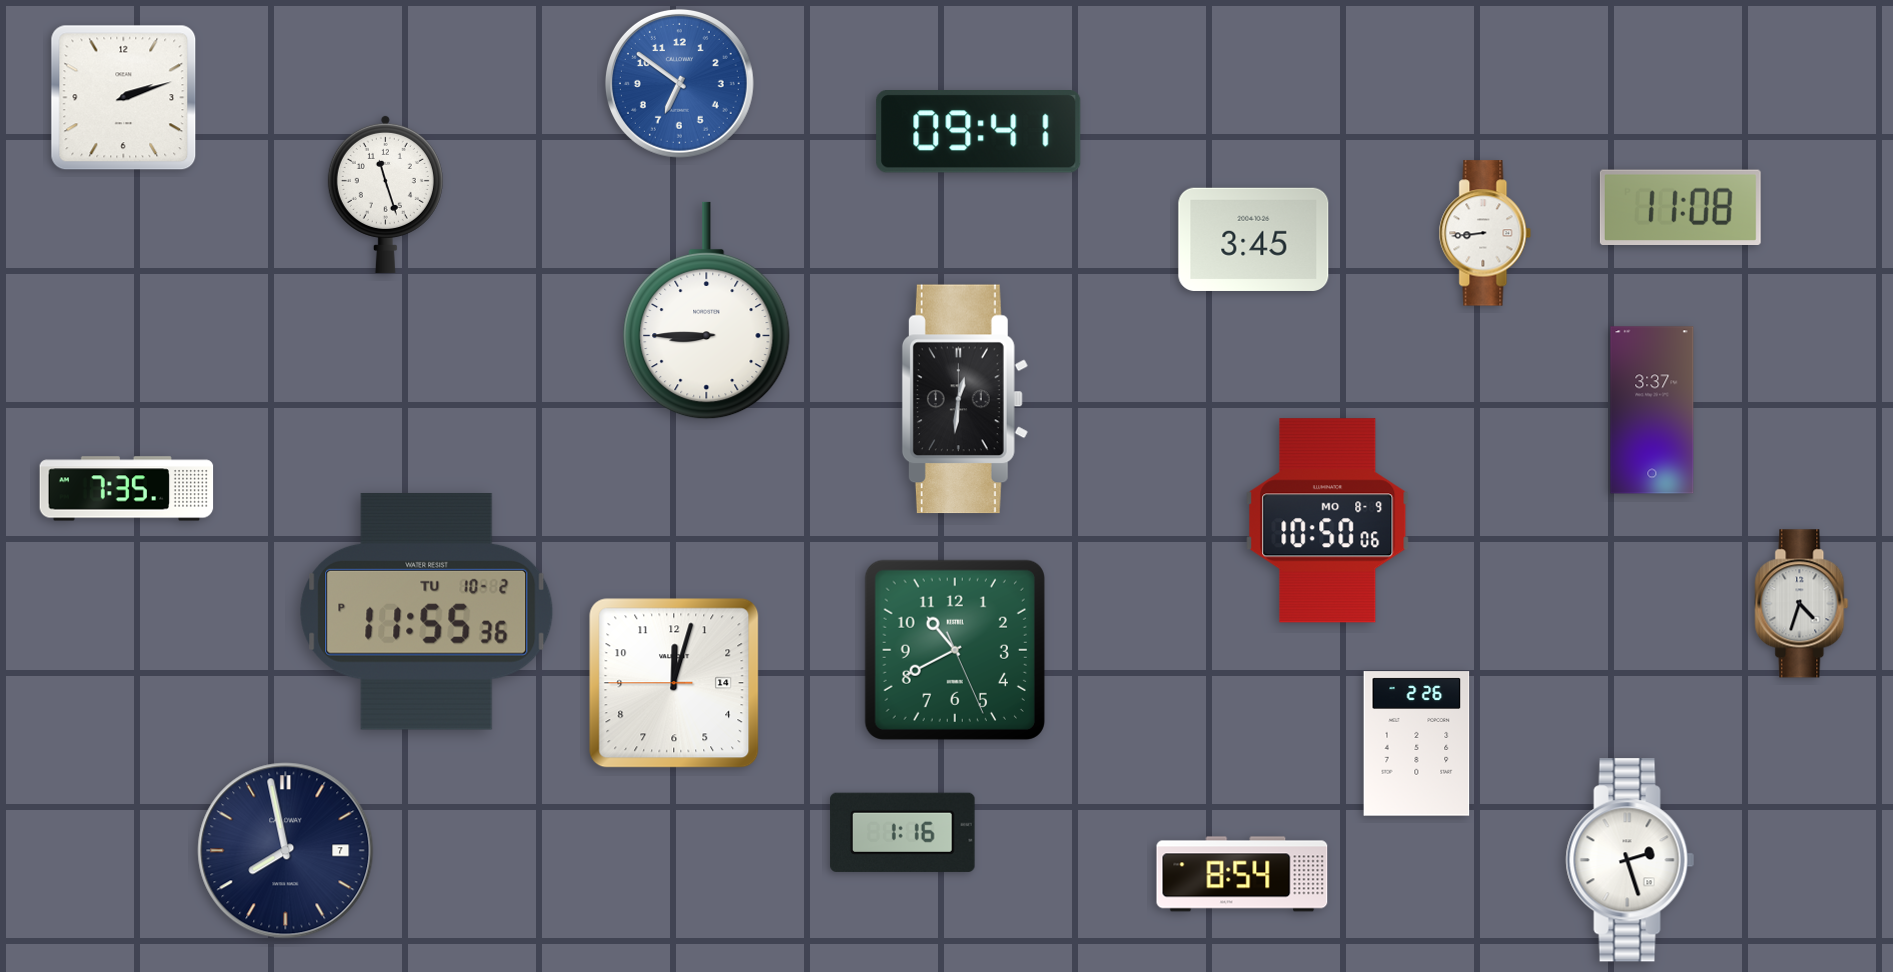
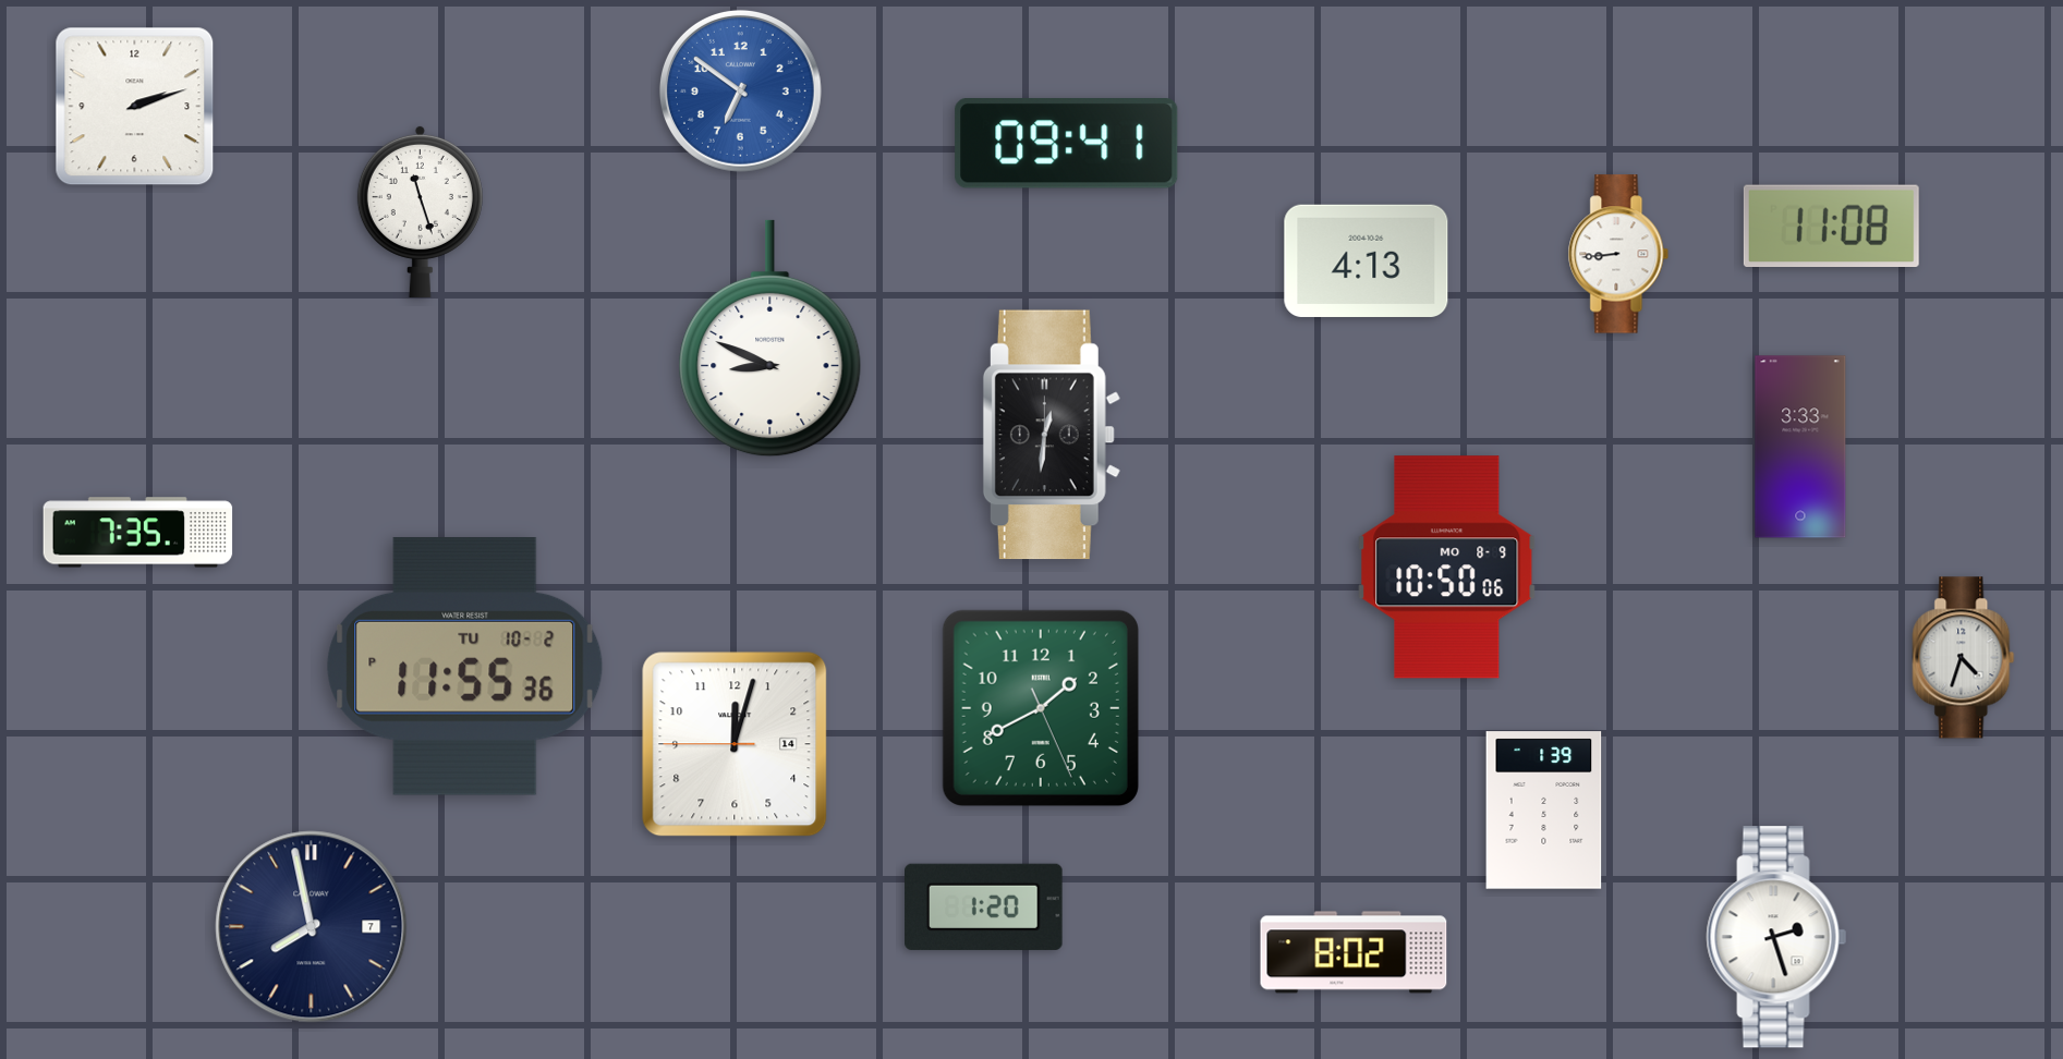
clock at (1254, 239): 3:45 -> 4:13
clock at (707, 311): 8:45 -> 8:49
clock at (1652, 410): 3:37 -> 3:33
clock at (955, 650): 10:40 -> 1:40
clock at (1417, 744): 2:26 -> 1:39
clock at (903, 832): 1:16 -> 1:20
clock at (1242, 874): 8:54 -> 8:02
